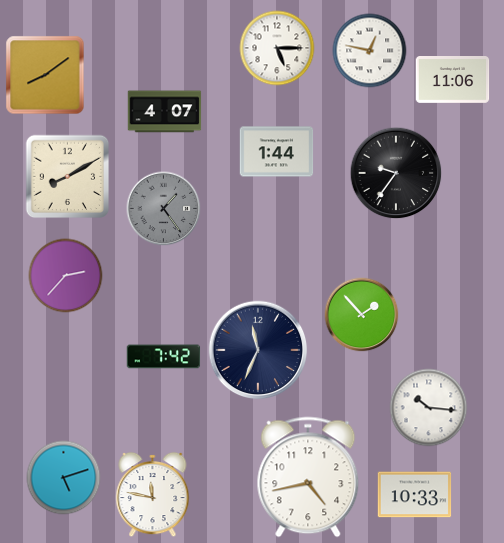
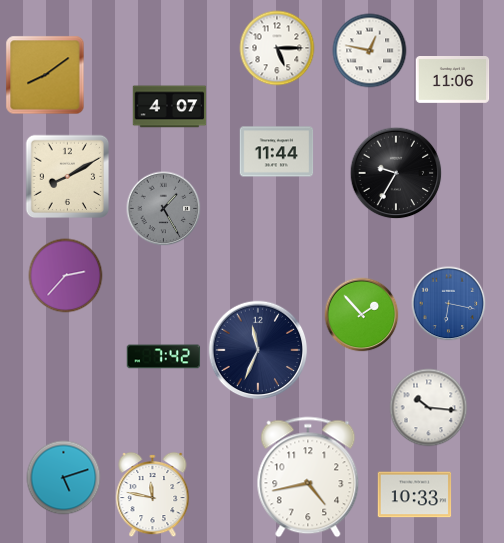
clock at (165, 112) position: (165, 112) -> (170, 107)
clock at (277, 152): 1:44 -> 11:44
clock at (396, 173): 9:36 -> 9:35
clock at (164, 209): 1:24 -> 1:25
clock at (449, 304): none -> 6:17
